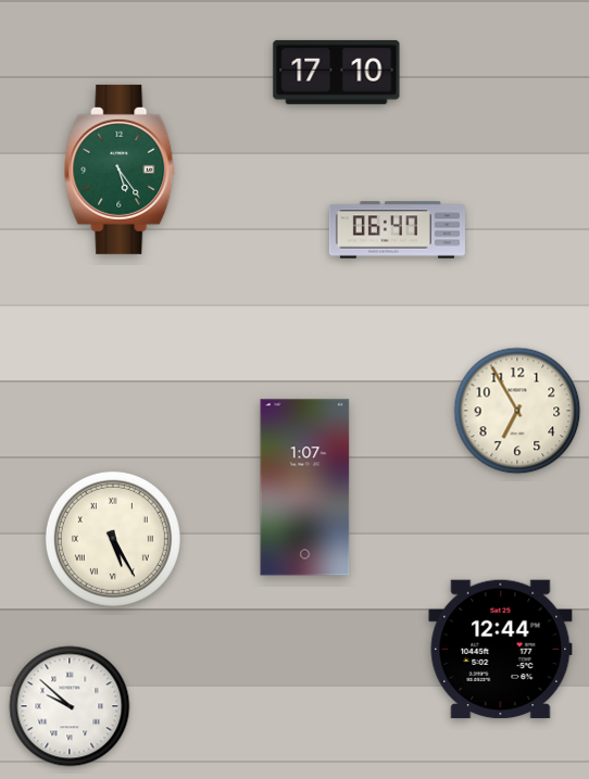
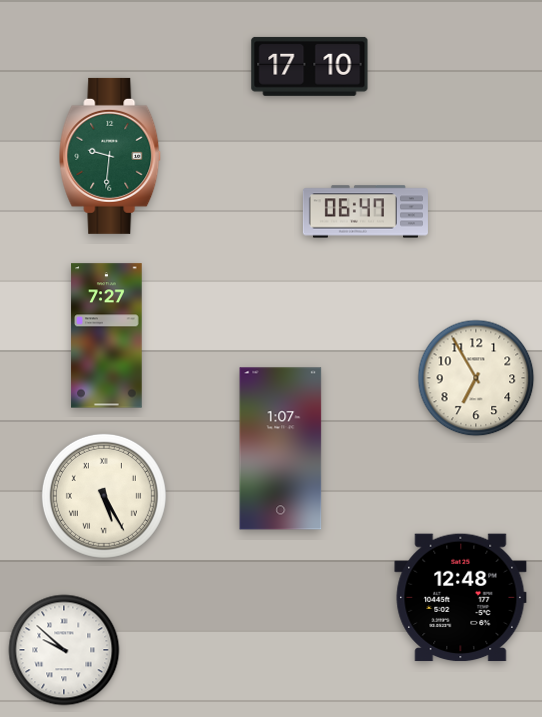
clock at (121, 169): 5:24 -> 9:31
clock at (107, 336): none -> 7:27
clock at (501, 650): 12:44 -> 12:48
